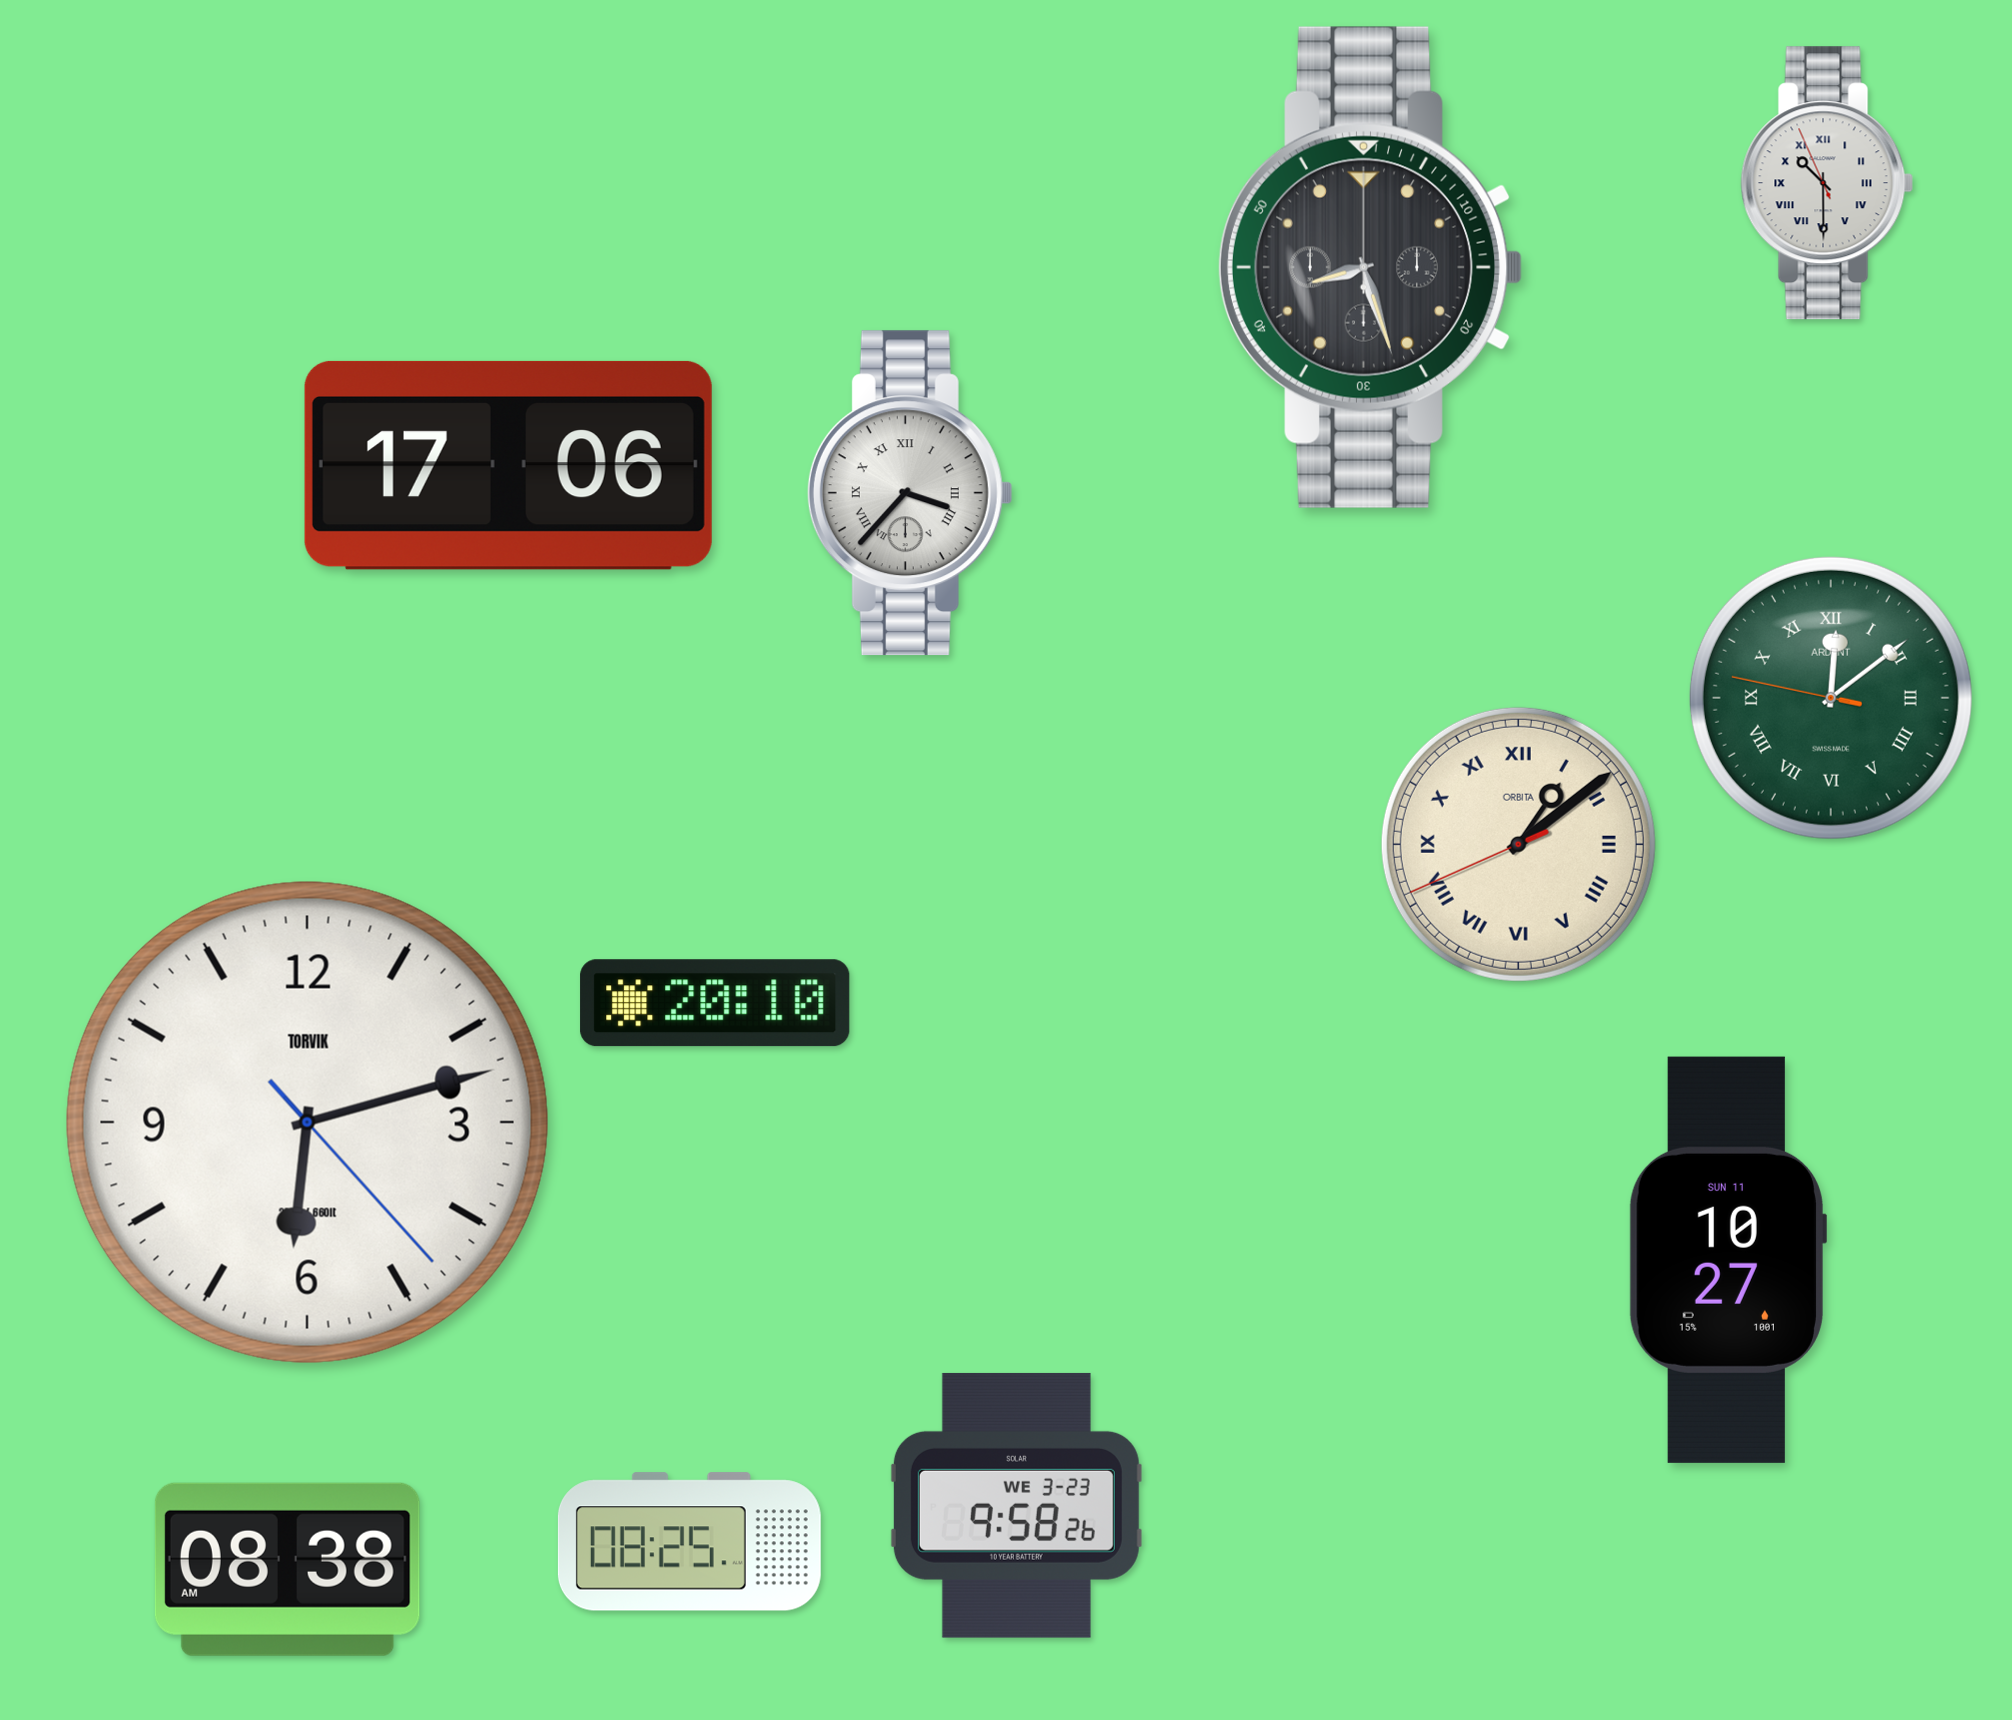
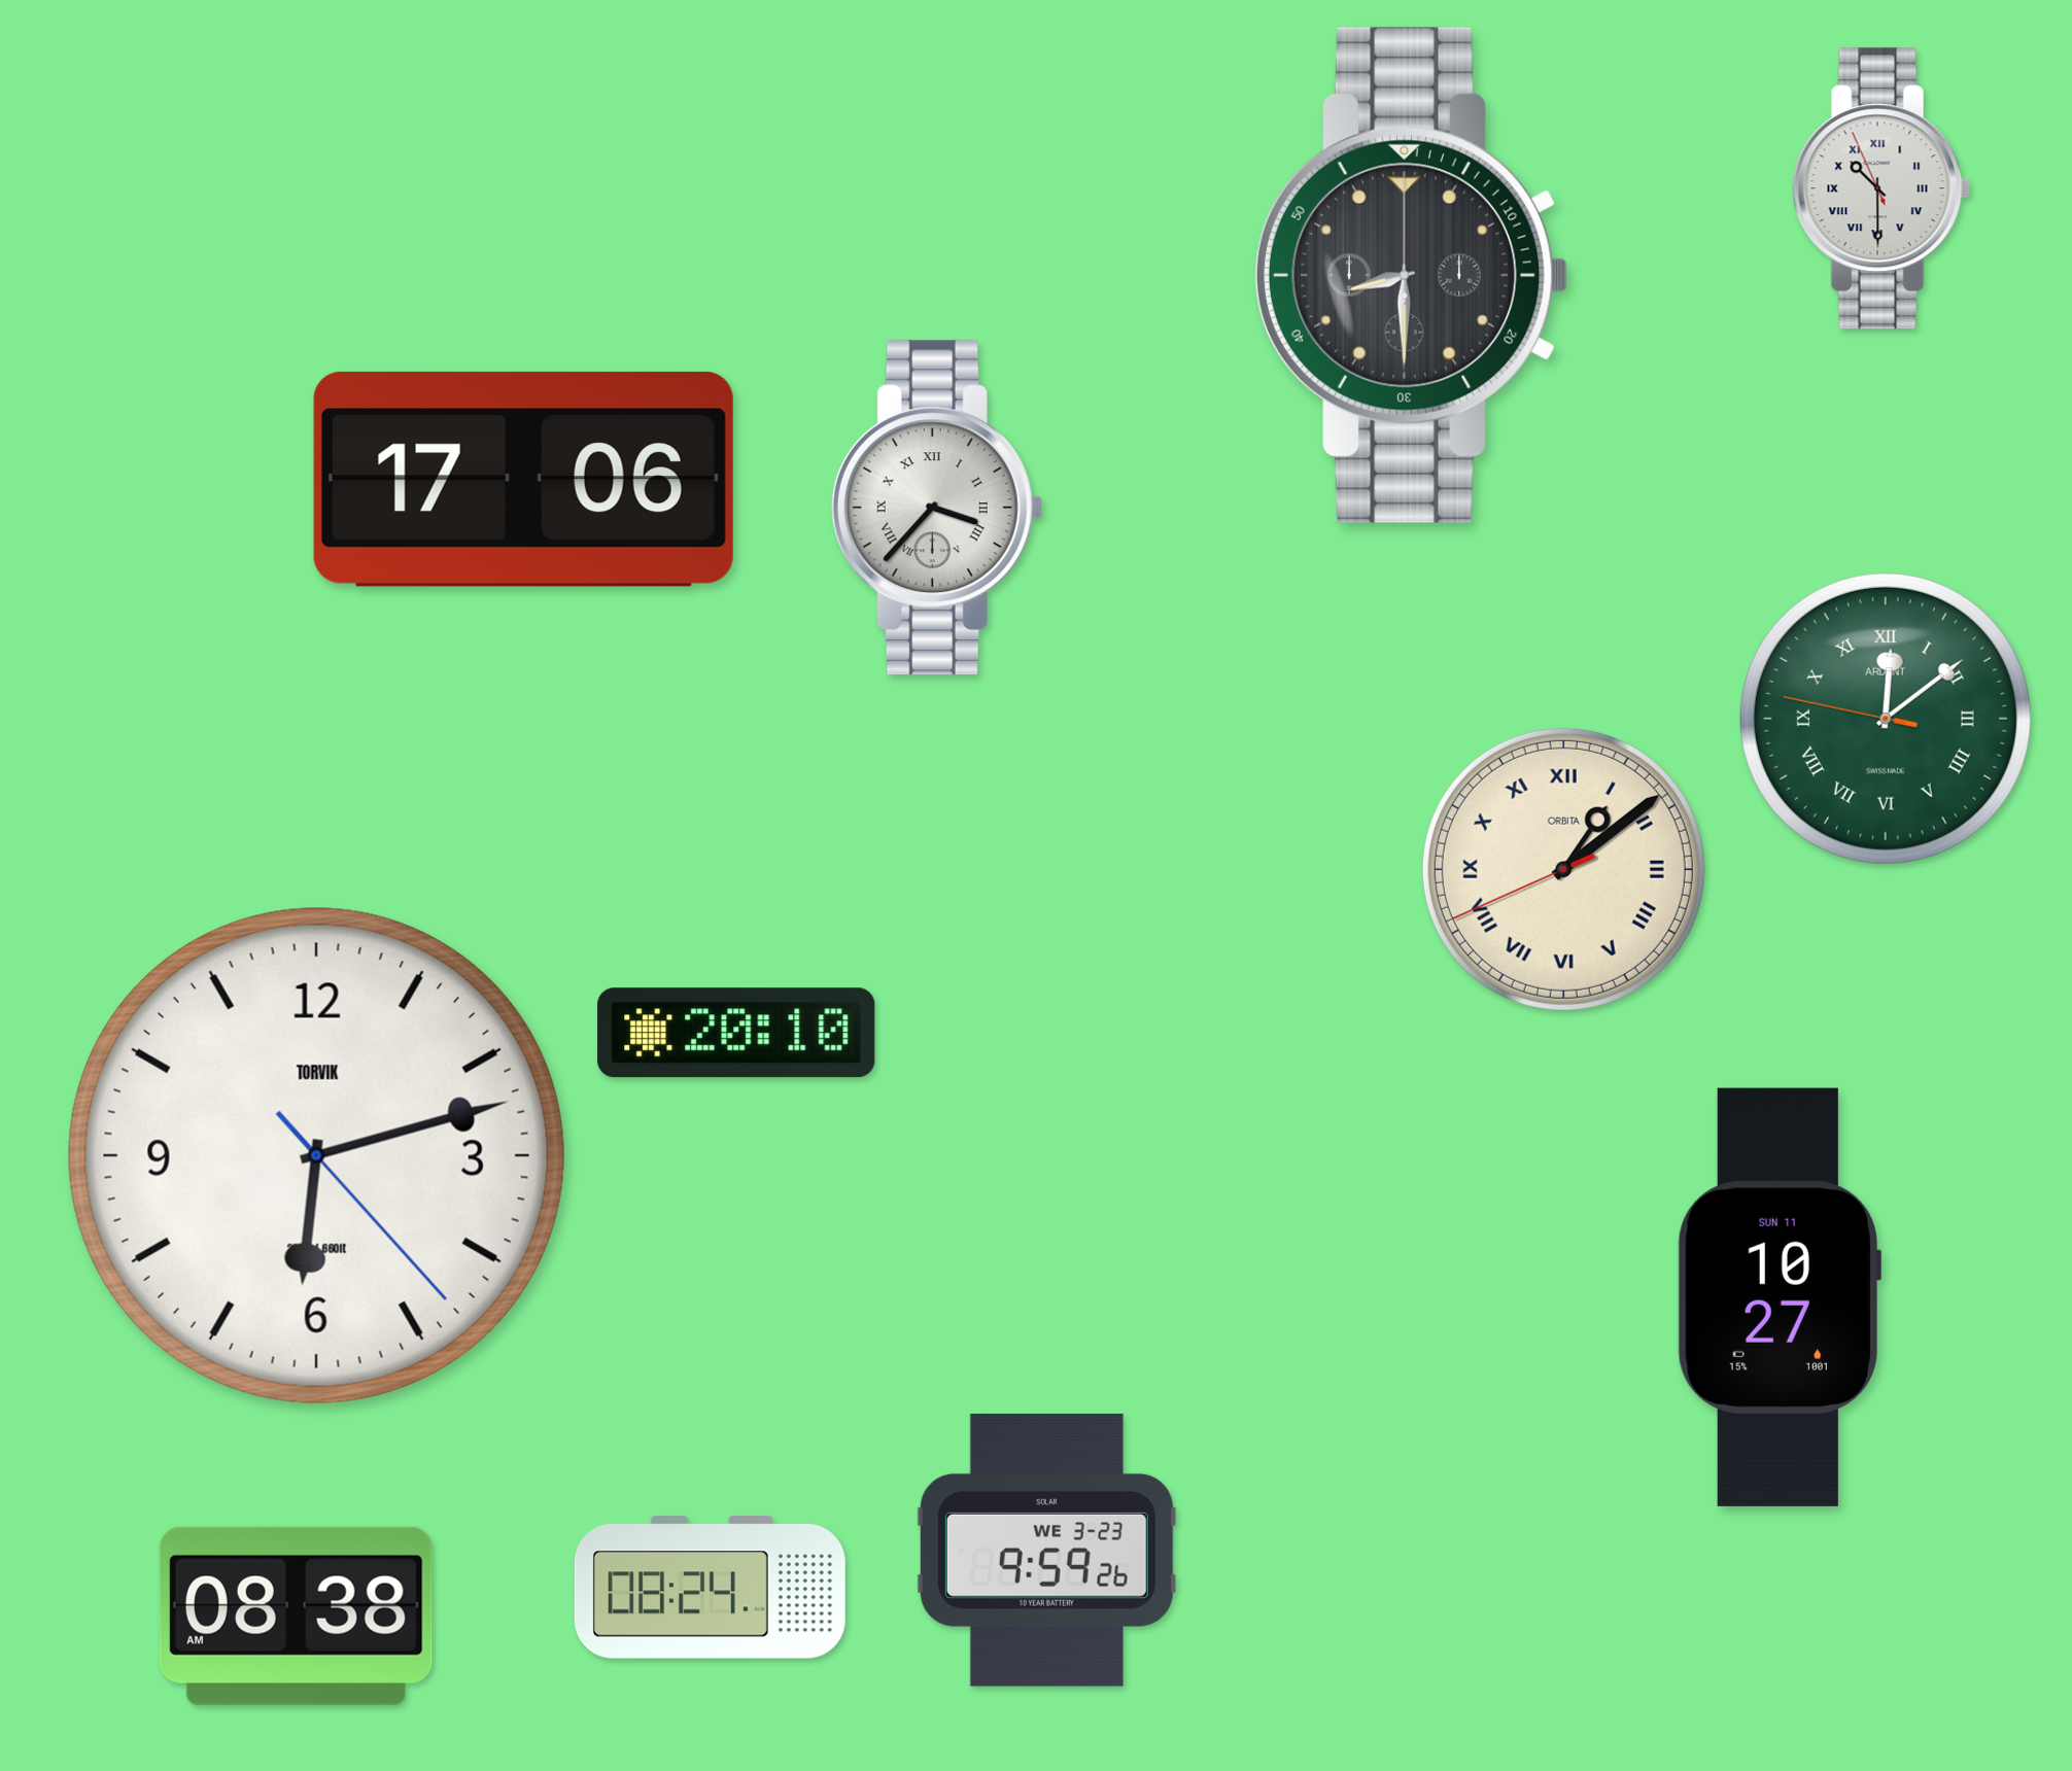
clock at (1369, 267): 8:27 -> 8:30
clock at (1016, 1505): 9:58 -> 9:59
clock at (689, 1542): 08:25 -> 08:24
